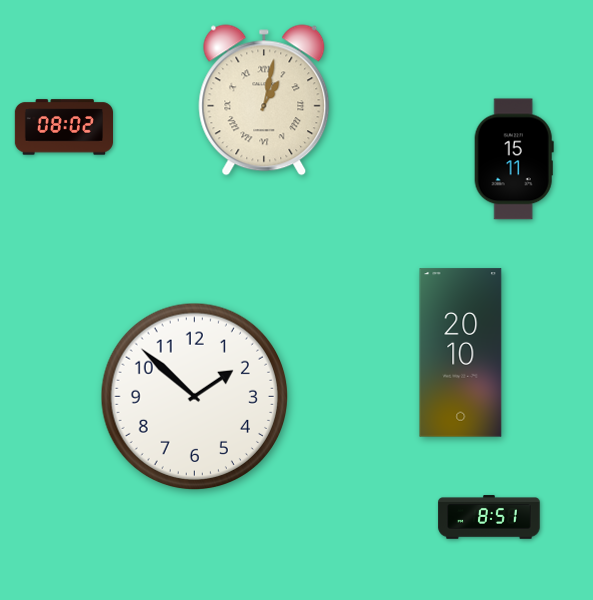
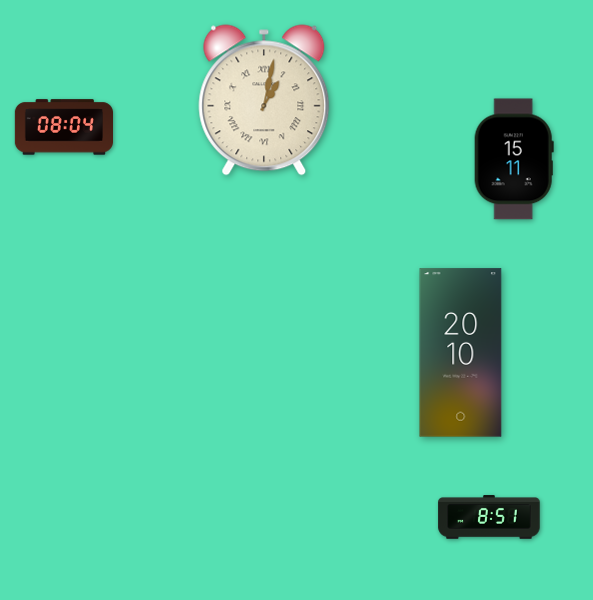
clock at (63, 127): 08:02 -> 08:04
clock at (195, 397): 1:52 -> none
